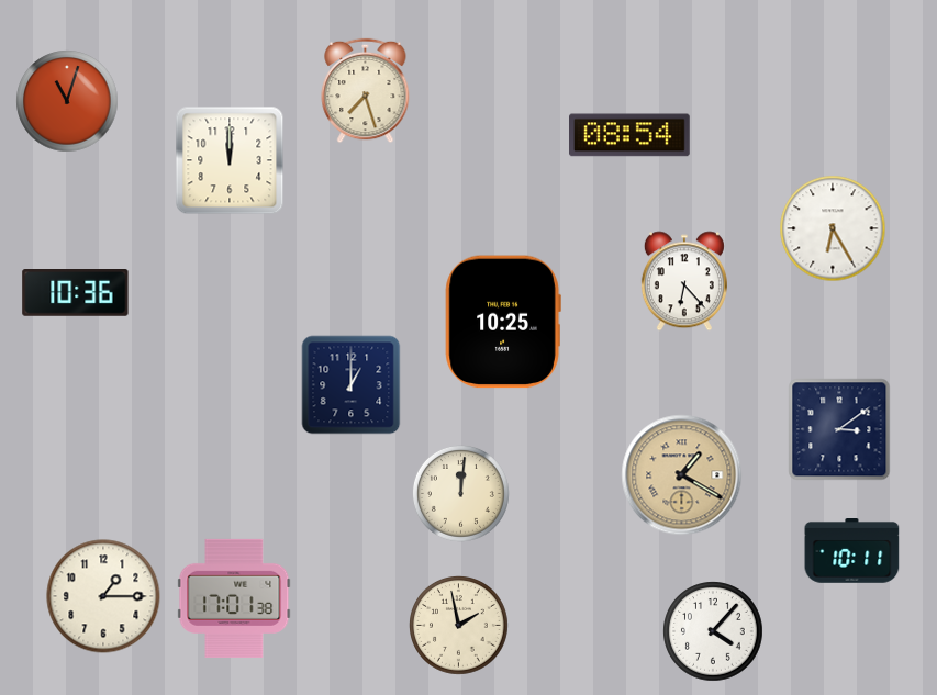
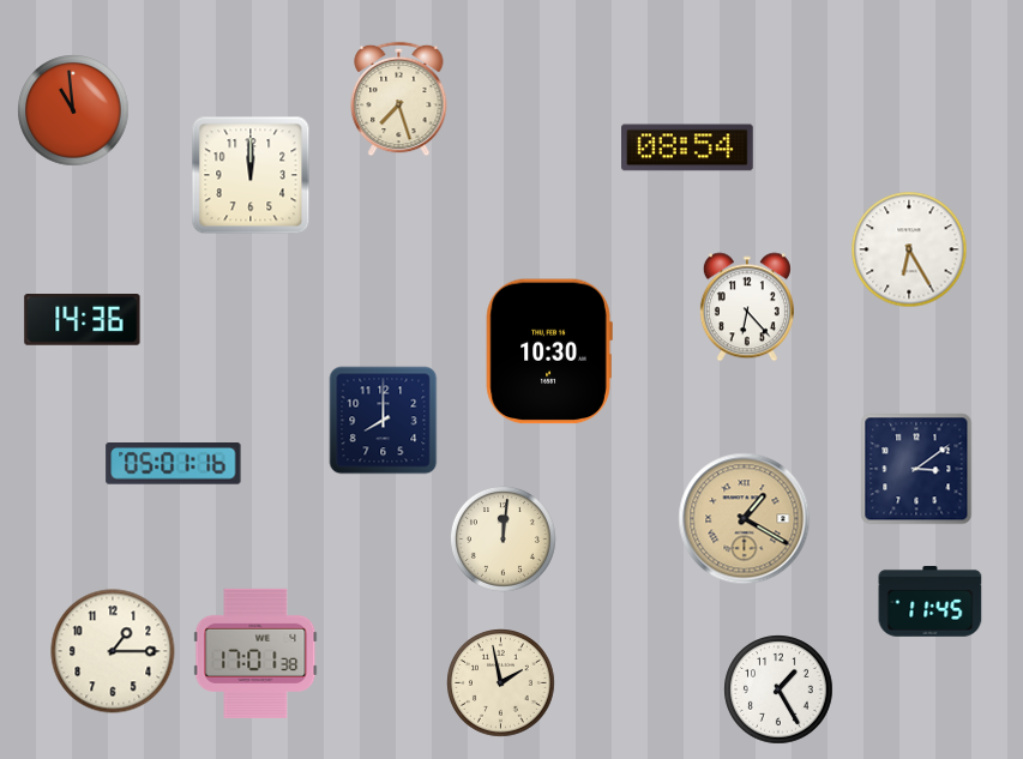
clock at (67, 101): 11:03 -> 10:59
clock at (76, 293): 10:36 -> 14:36
clock at (503, 322): 10:25 -> 10:30
clock at (352, 385): 1:00 -> 8:00
clock at (174, 464): none -> 05:01
clock at (852, 551): 10:11 -> 11:45
clock at (713, 631): 4:07 -> 1:25
